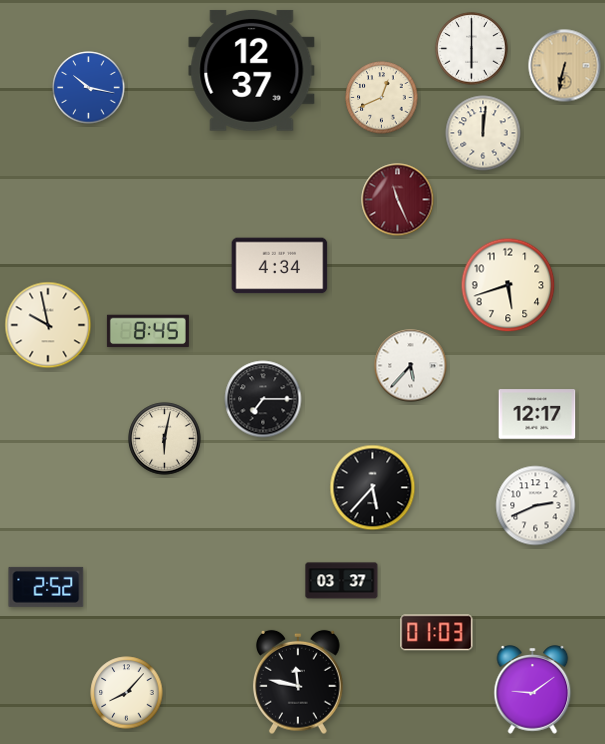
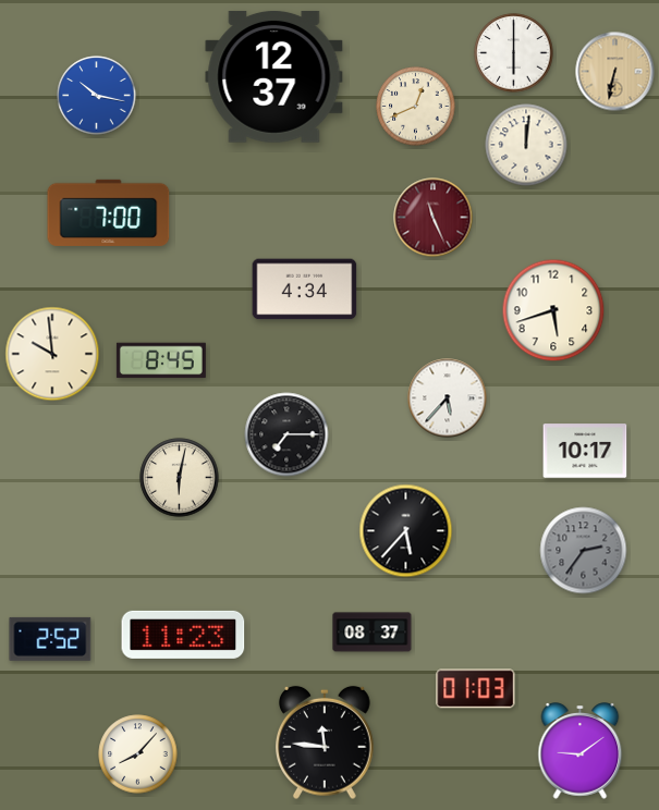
clock at (109, 212): none -> 7:00
clock at (48, 325): 9:58 -> 9:59
clock at (537, 414): 12:17 -> 10:17
clock at (536, 506): 2:41 -> 2:36
clock at (536, 506) dial: white -> grey
clock at (342, 581): 03:37 -> 08:37
clock at (183, 635): none -> 11:23
clock at (299, 682): 11:47 -> 11:46
